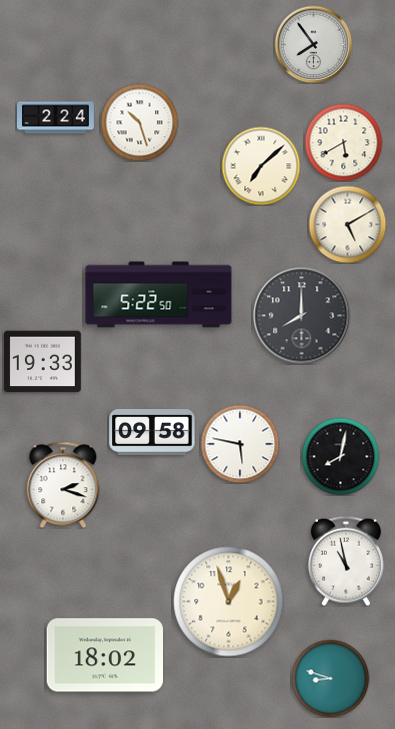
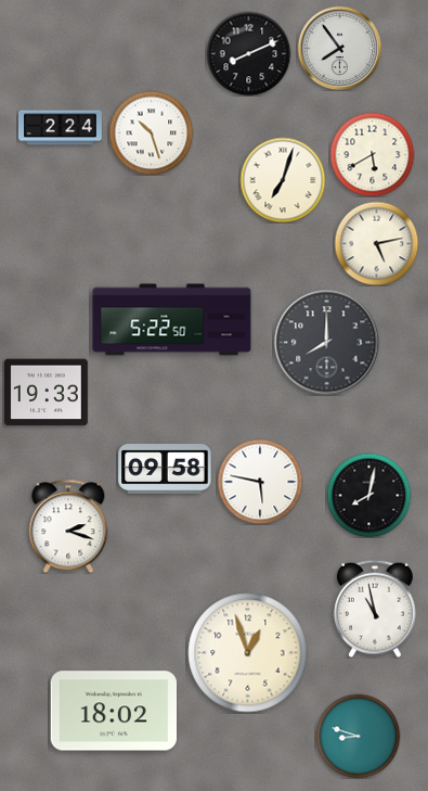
clock at (248, 53): none -> 8:11
clock at (261, 166): 7:08 -> 7:03
clock at (347, 224): 5:10 -> 5:13
